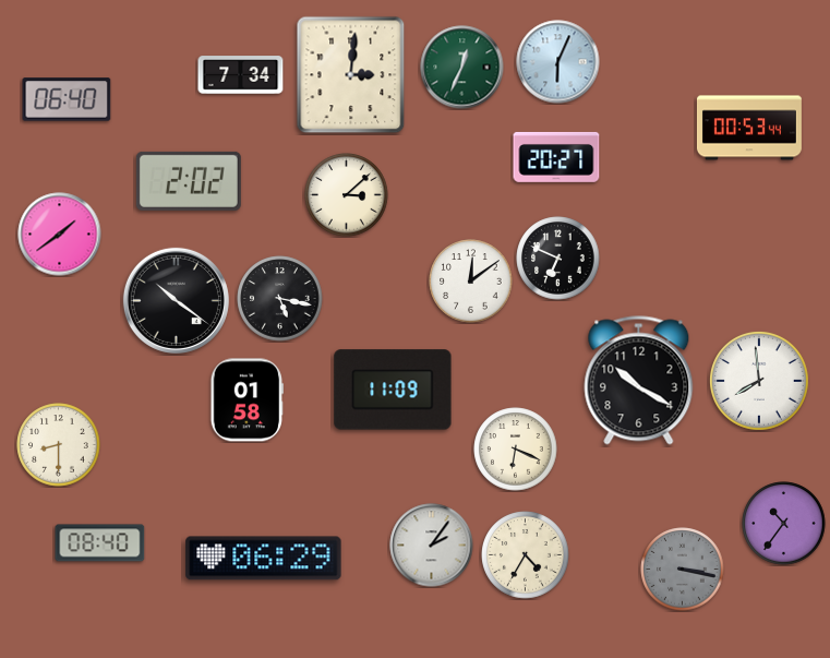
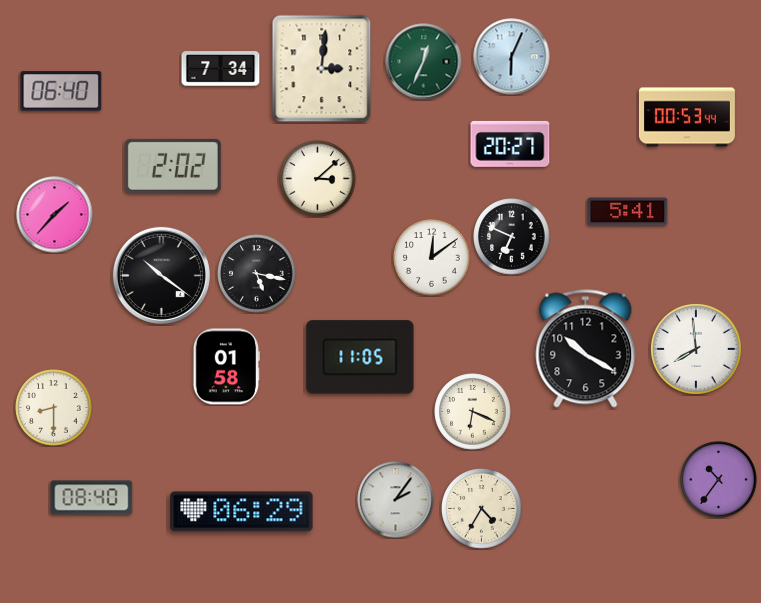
clock at (628, 212): none -> 5:41
clock at (60, 235): 1:39 -> 1:37
clock at (393, 390): 11:09 -> 11:05
clock at (683, 570): 3:17 -> none
